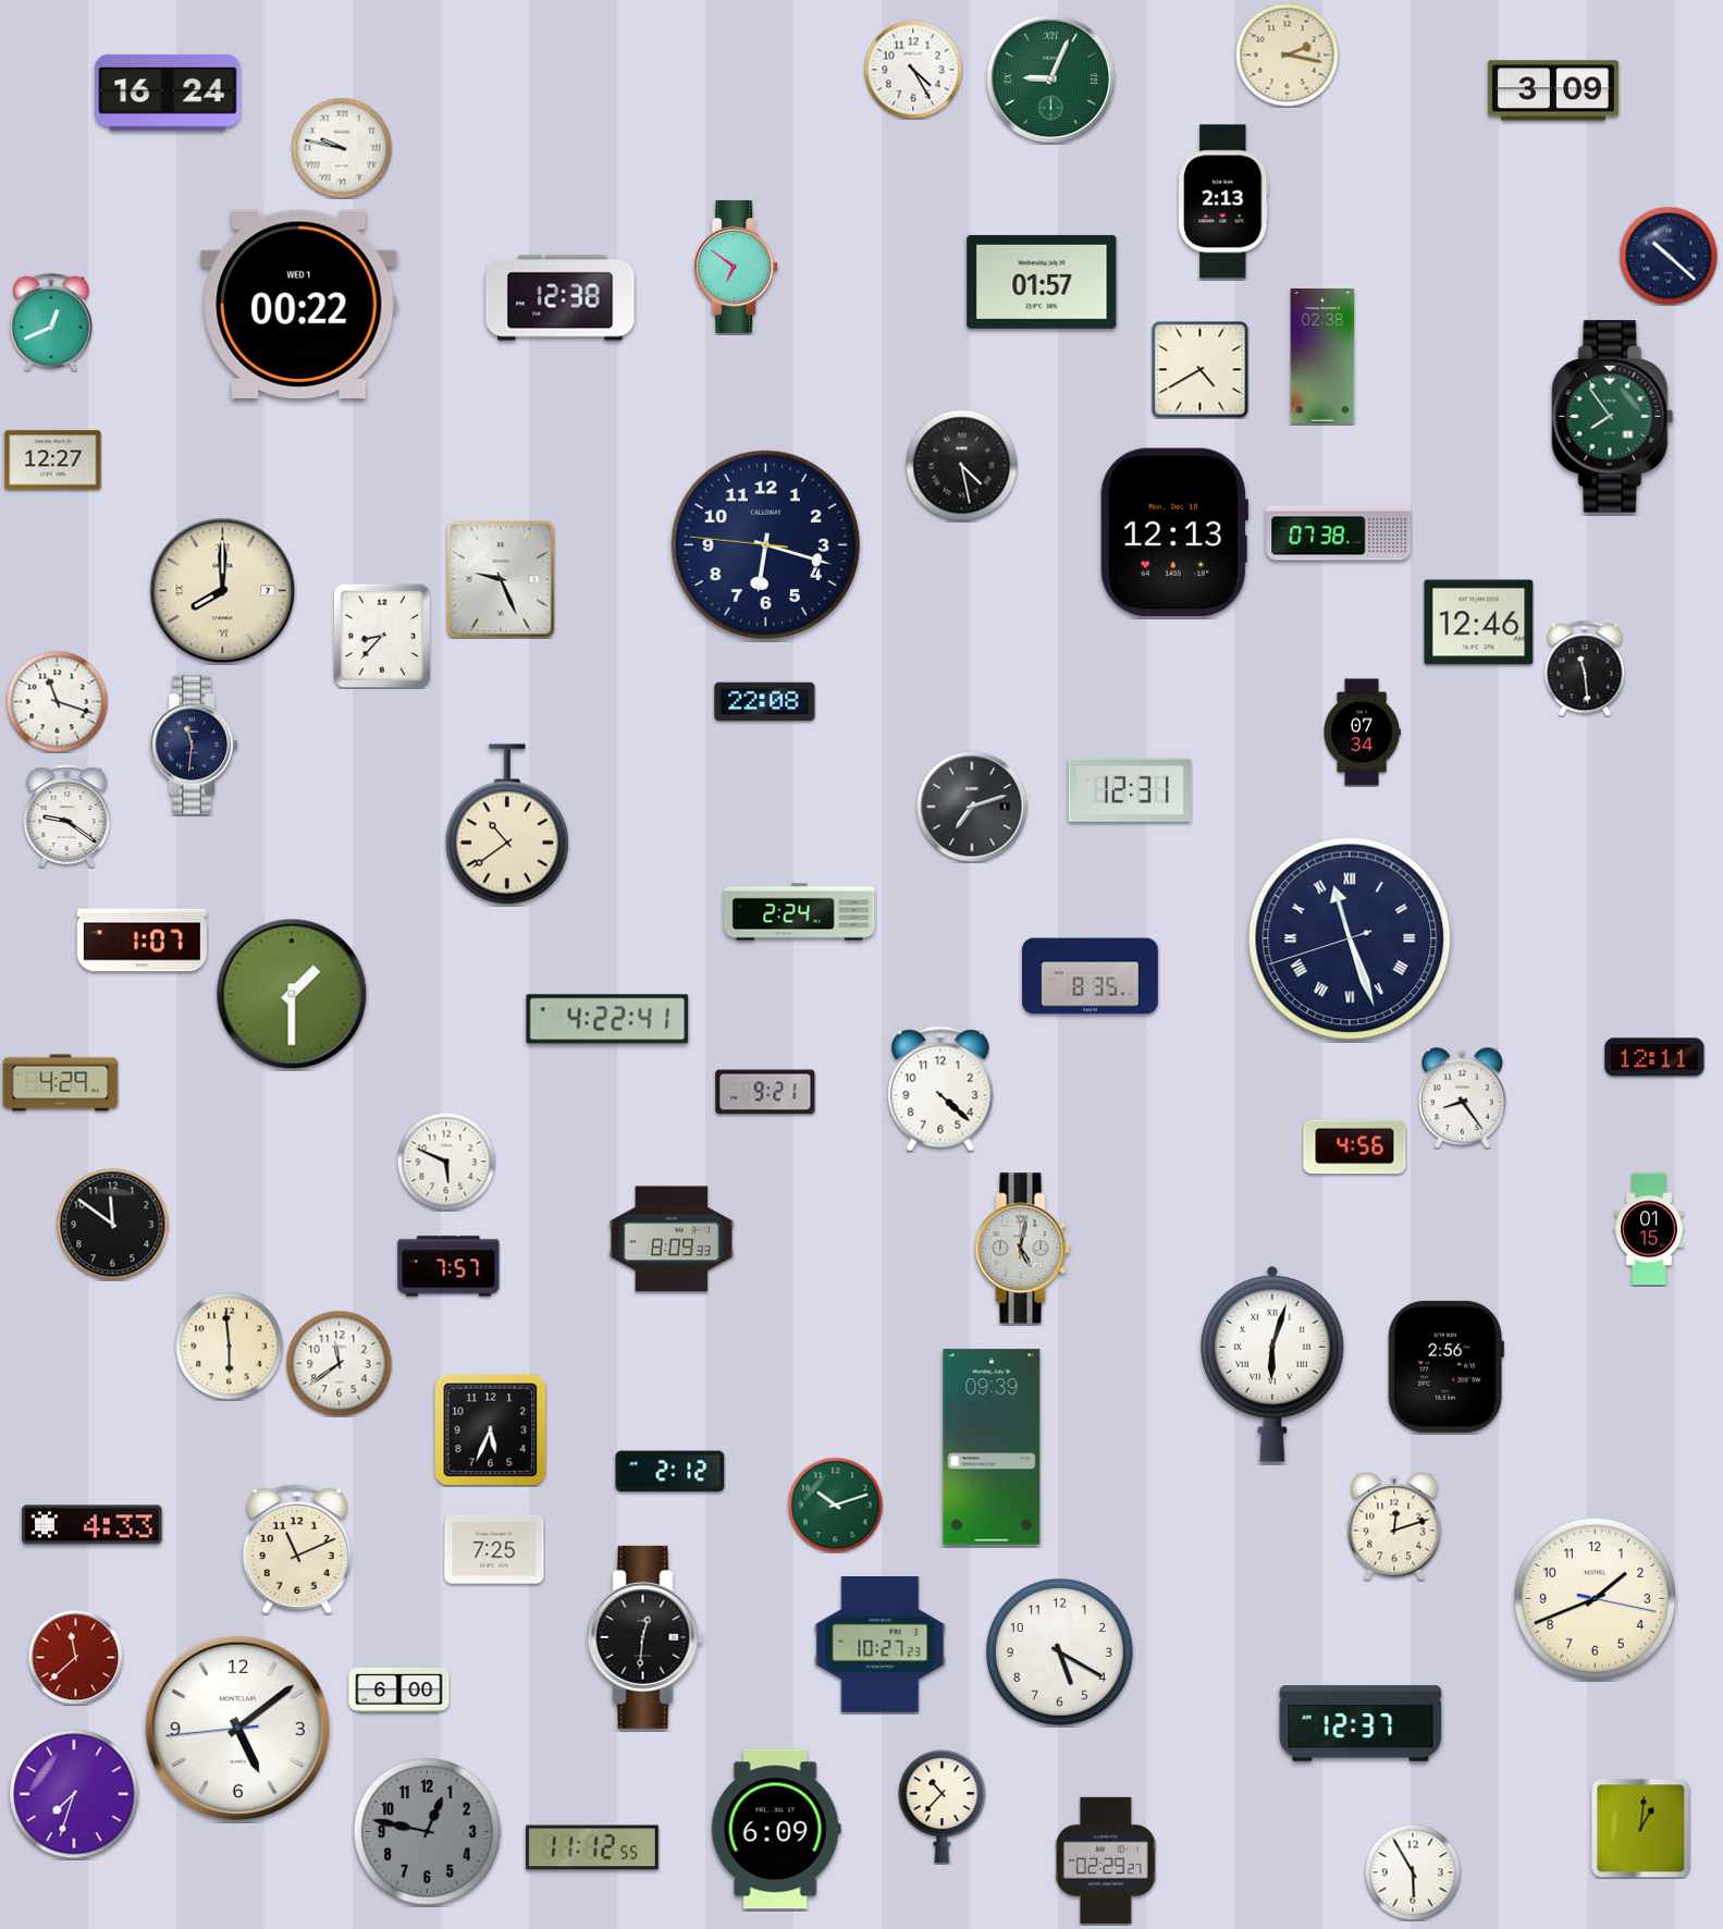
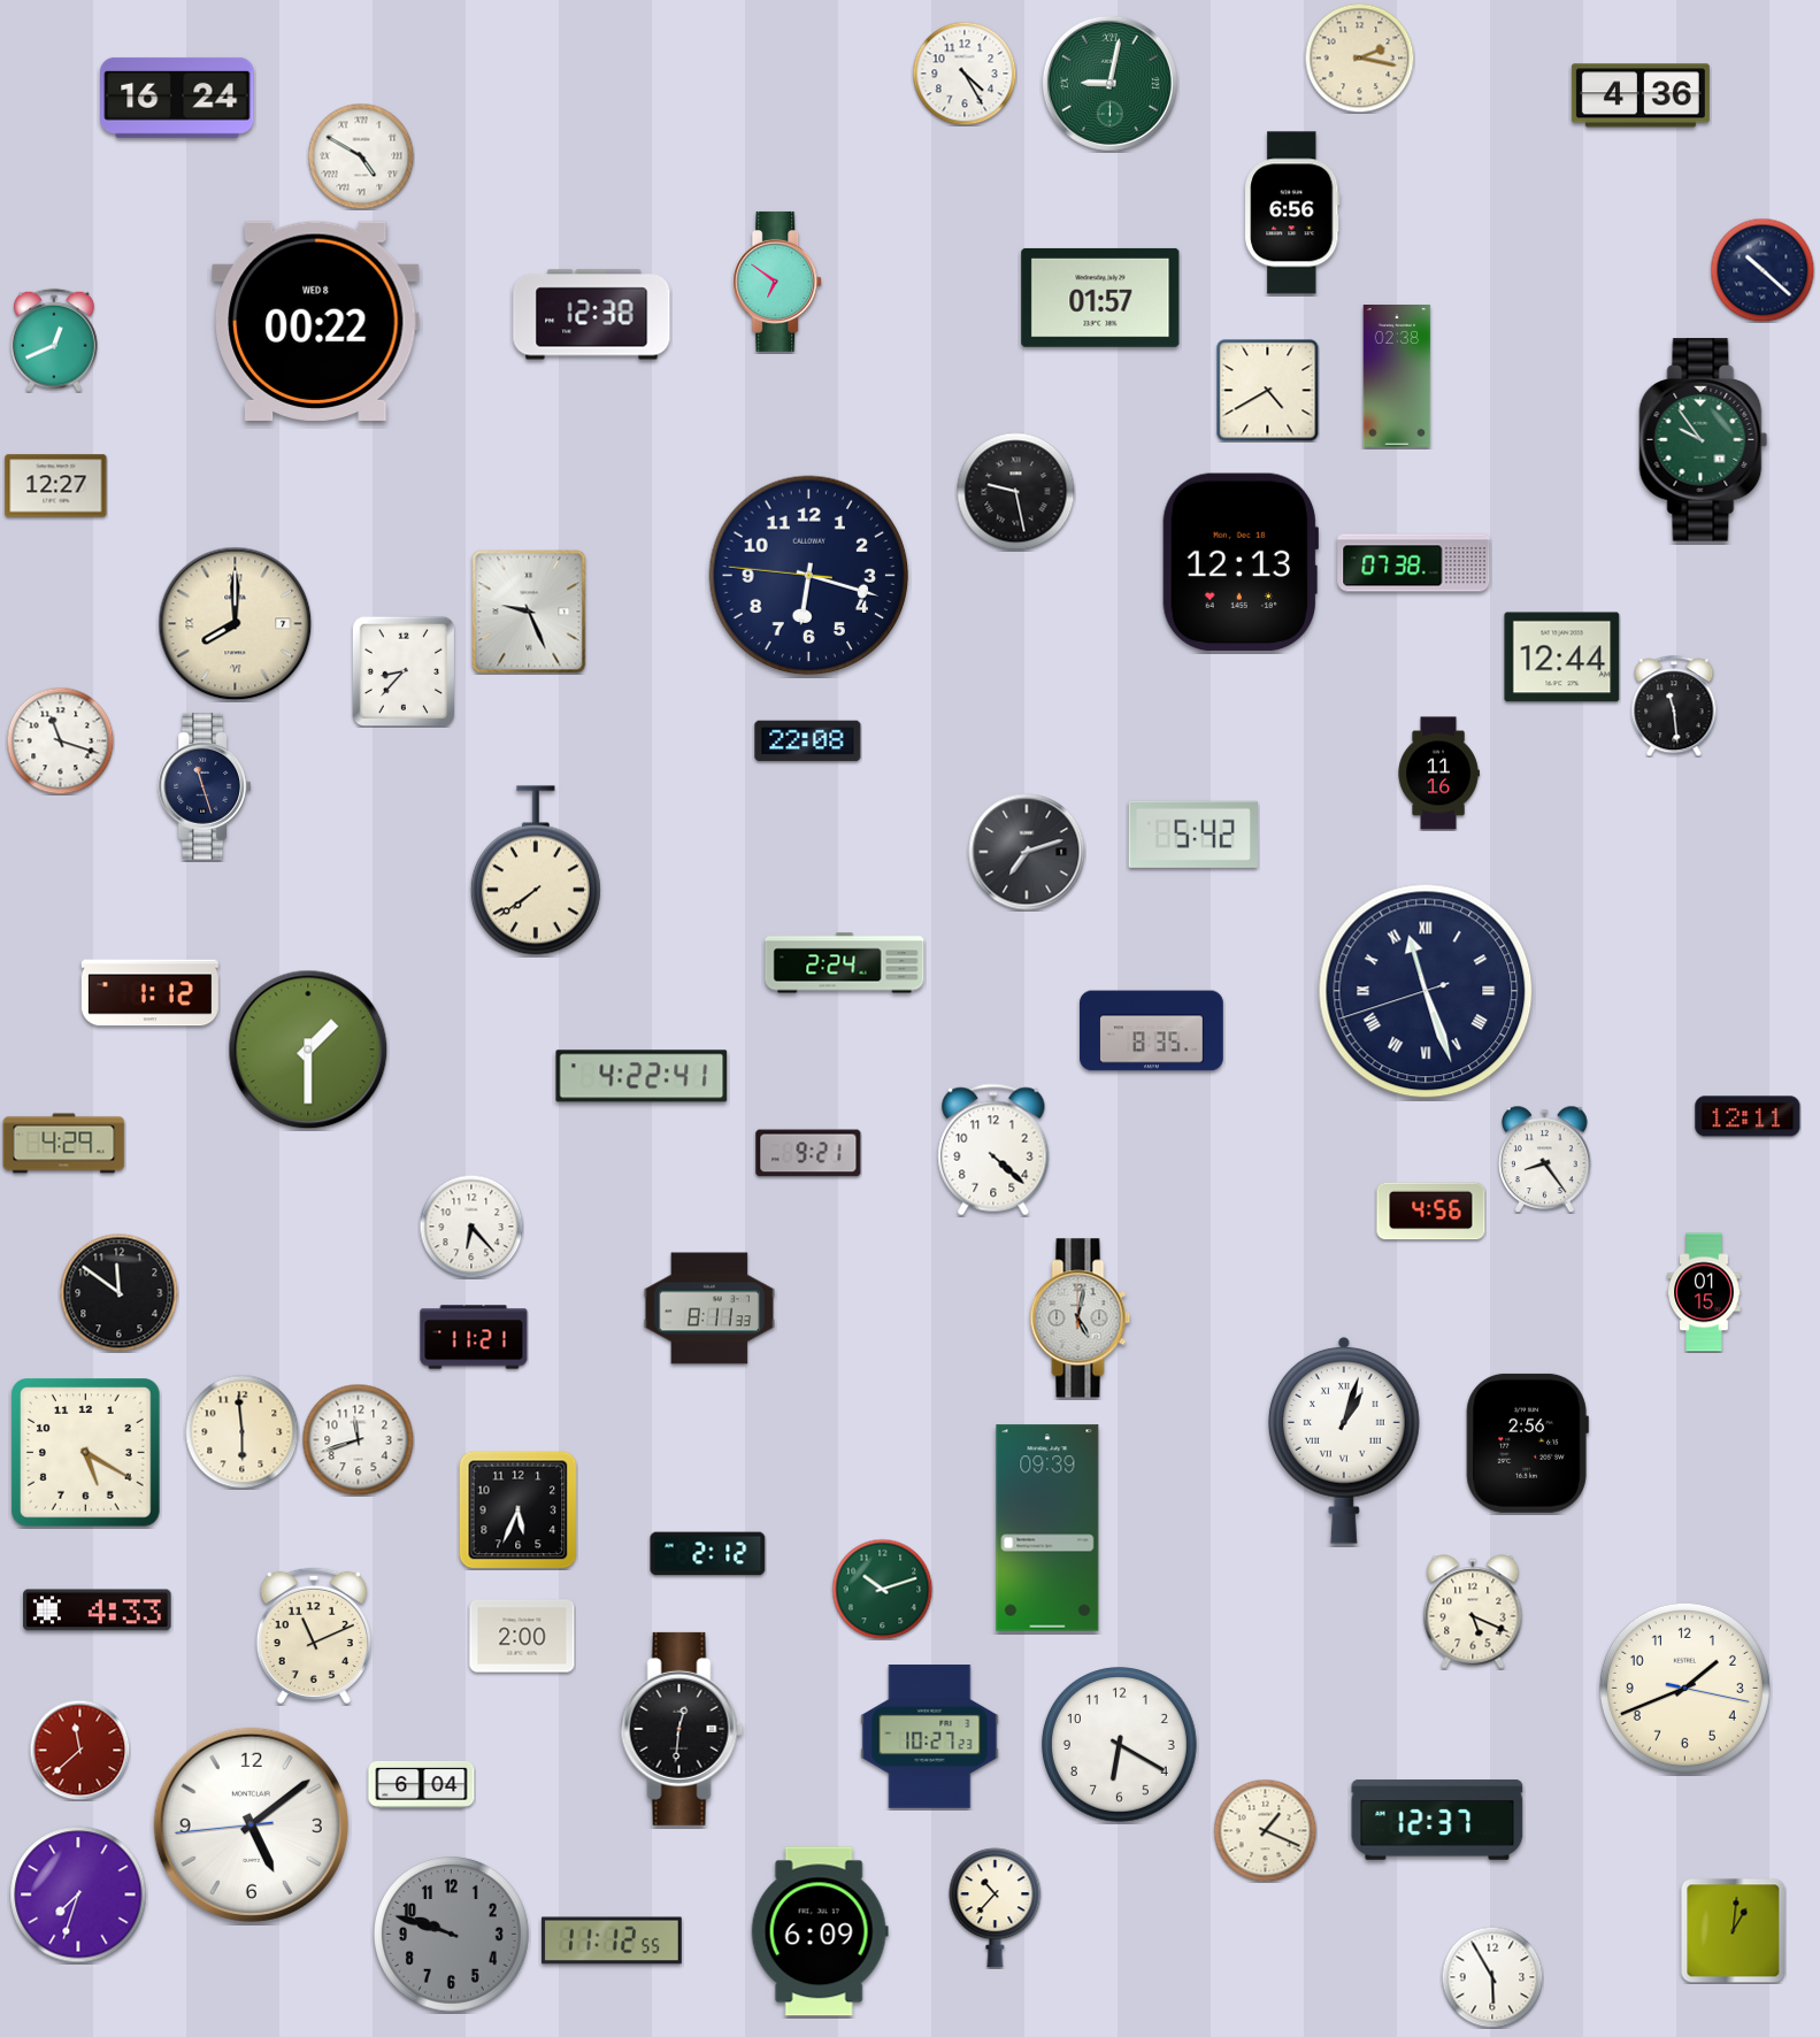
clock at (1050, 78): 9:04 -> 9:02
clock at (1553, 90): 3:09 -> 4:36
clock at (342, 148): 9:47 -> 4:50
clock at (1223, 201): 2:13 -> 6:56
clock at (299, 304) date: WED 1 -> WED 8
clock at (1613, 417): 7:54 -> 9:54
clock at (962, 466): 4:28 -> 9:28
clock at (1479, 623): 12:46 -> 12:44
clock at (1362, 733): 07:34 -> 11:16
clock at (193, 745): 11:31 -> 11:27
clock at (1130, 790): 12:31 -> 5:42
clock at (67, 816): 9:21 -> none
clock at (507, 824): 10:39 -> 7:39
clock at (141, 941): 1:07 -> 1:12
clock at (446, 1162): 5:49 -> 6:23
clock at (1649, 1229) position: (1649, 1229) -> (1704, 1292)
clock at (670, 1239): 8:09 -> 8:11
clock at (448, 1266): 7:57 -> 11:21
clock at (230, 1347) position: (230, 1347) -> (243, 1432)
clock at (339, 1363): 11:39 -> 11:42
clock at (1272, 1364): 6:03 -> 1:03
clock at (86, 1453): none -> 5:20
clock at (1394, 1526): 12:12 -> 5:19
clock at (494, 1549): 7:25 -> 2:00
clock at (1060, 1652): 5:20 -> 6:20
clock at (399, 1691): 6:00 -> 6:04
clock at (1265, 1830): none -> 1:19
clock at (428, 1832): 12:47 -> 9:48
clock at (592, 1847) position: (592, 1847) -> (612, 1940)
clock at (1106, 1860): 02:29 -> none
